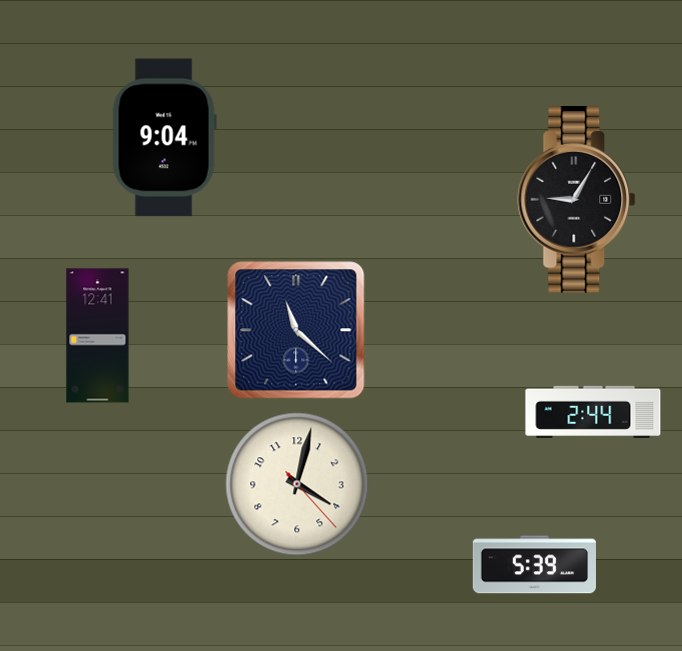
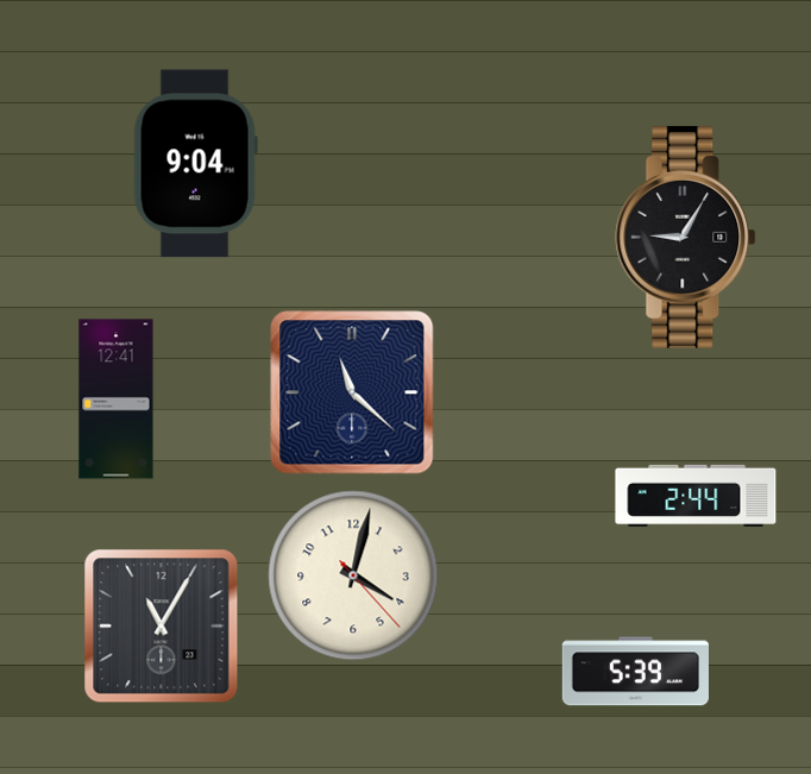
clock at (593, 412) position: (593, 412) -> (696, 496)
clock at (162, 627): none -> 11:05
